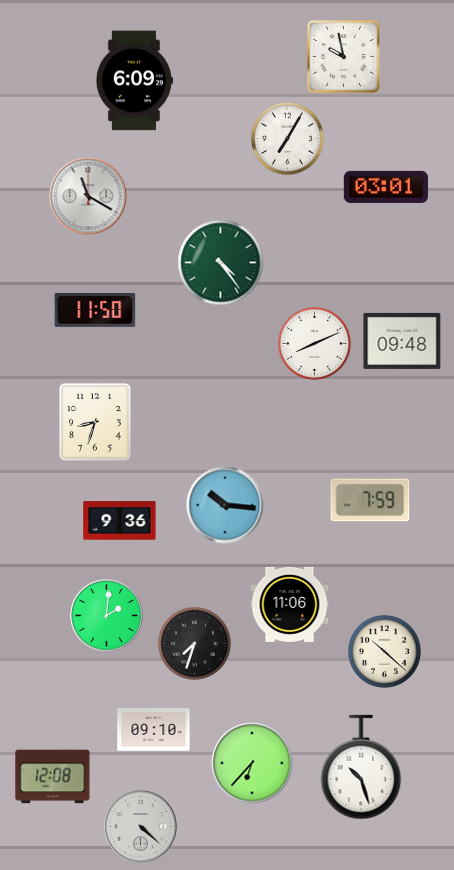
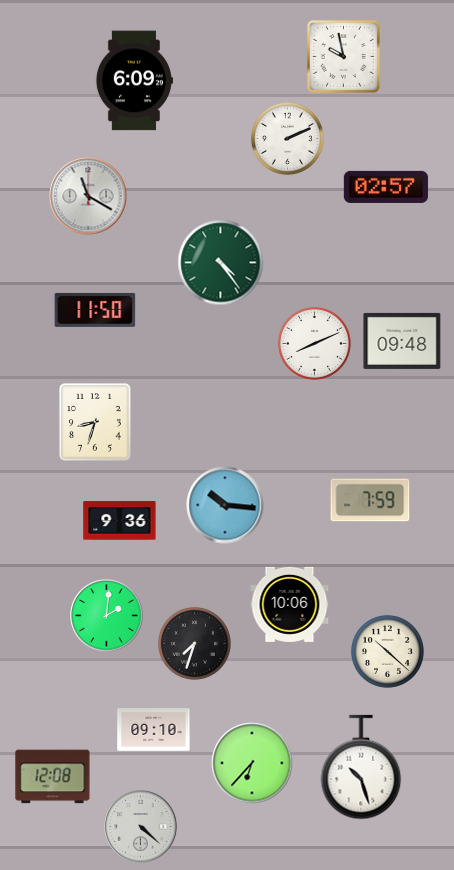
clock at (287, 138): 7:05 -> 2:11
clock at (386, 187): 03:01 -> 02:57
clock at (290, 604): 11:06 -> 10:06
clock at (384, 651) position: (384, 651) -> (387, 651)
